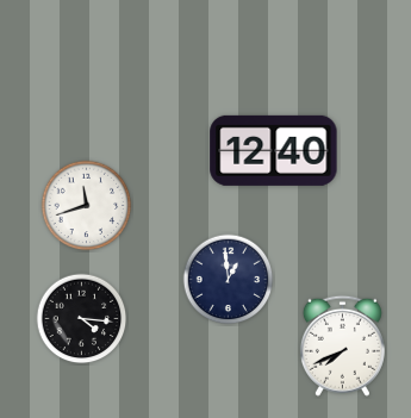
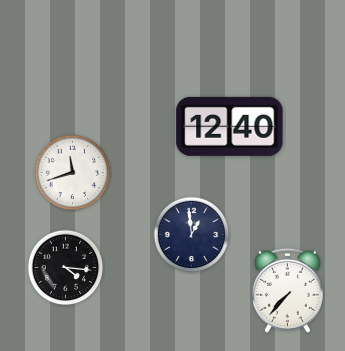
clock at (82, 319) position: (82, 319) -> (66, 268)
clock at (342, 345): 7:41 -> 7:37
